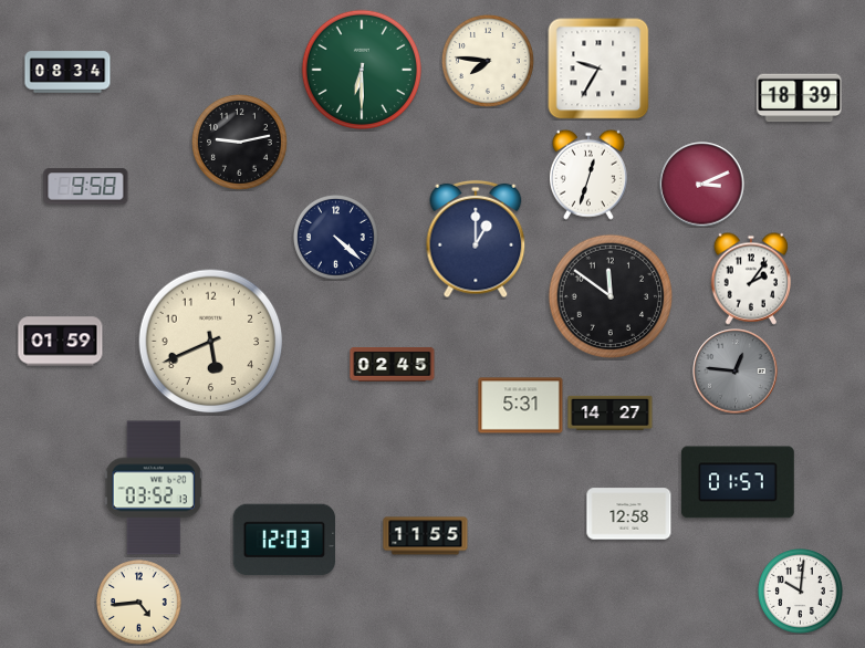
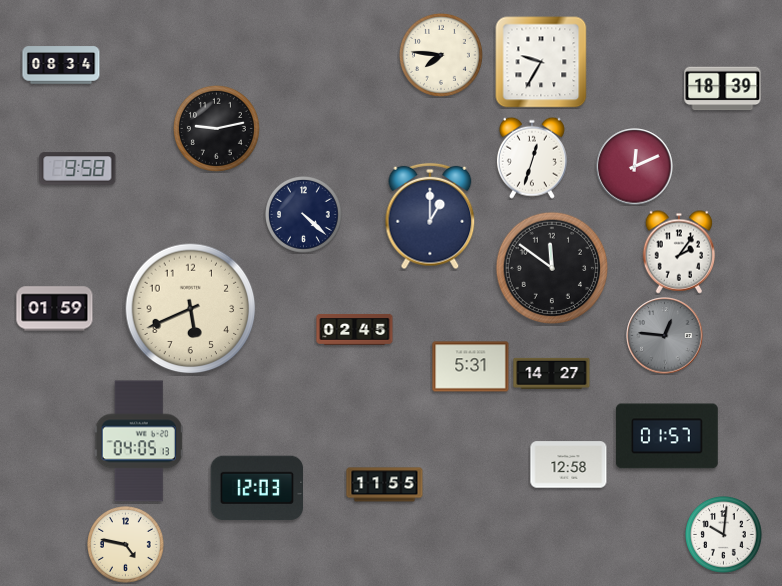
clock at (362, 70): 6:30 -> none
clock at (702, 185): 3:11 -> 12:11
clock at (154, 488): 03:52 -> 04:05
clock at (139, 603): 4:44 -> 4:47
